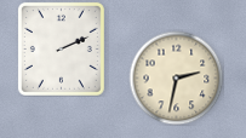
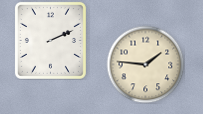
clock at (176, 77): 2:32 -> 1:46
